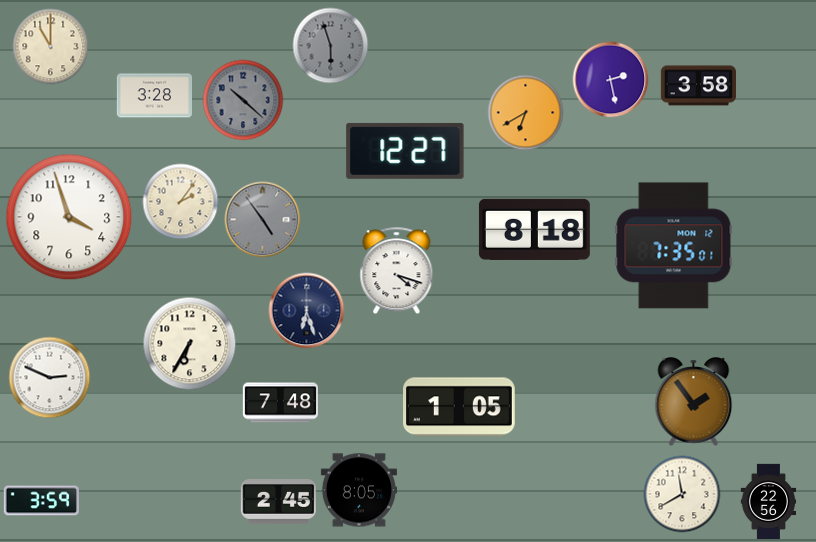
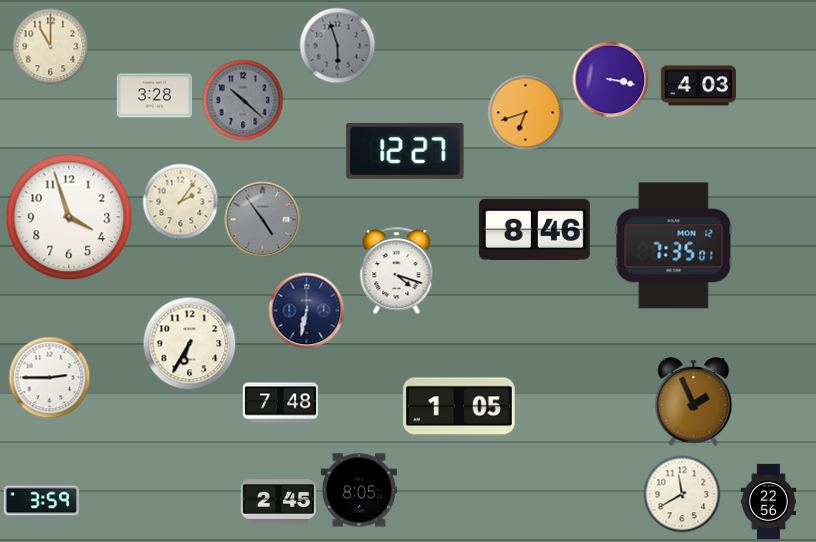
clock at (331, 46) position: (331, 46) -> (338, 46)
clock at (611, 80): 2:28 -> 3:17
clock at (698, 86): 3:58 -> 4:03
clock at (526, 113): 6:40 -> 6:42
clock at (534, 229): 8:18 -> 8:46
clock at (307, 311): 6:27 -> 6:32
clock at (50, 378): 2:49 -> 2:45
clock at (694, 402): 1:54 -> 1:56
